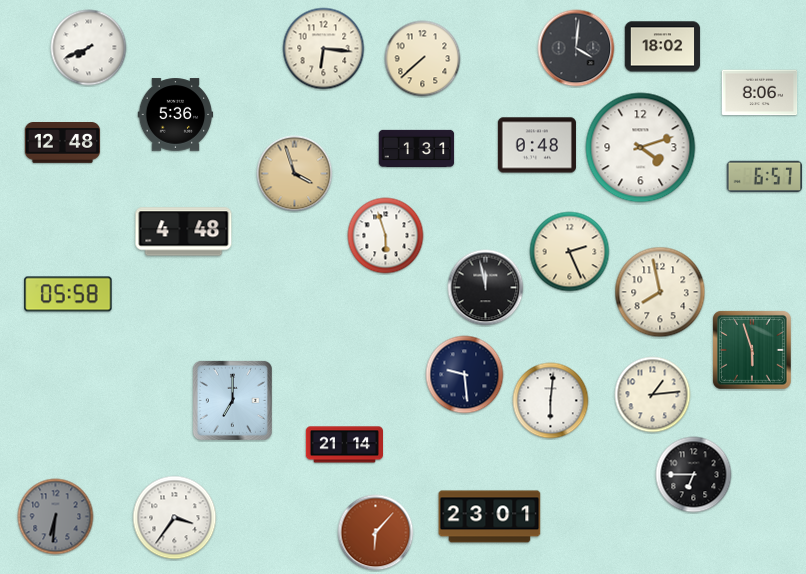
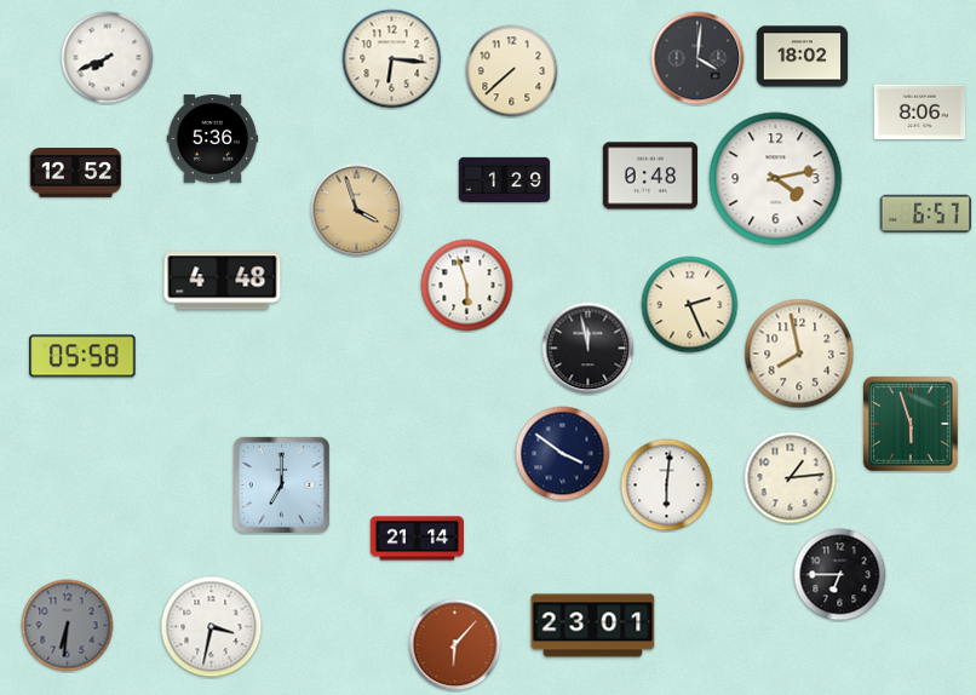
clock at (63, 143): 12:48 -> 12:52
clock at (417, 148): 1:31 -> 1:29
clock at (641, 148): 4:12 -> 4:13
clock at (465, 375): 9:29 -> 3:51
clock at (175, 518): 3:36 -> 3:32
